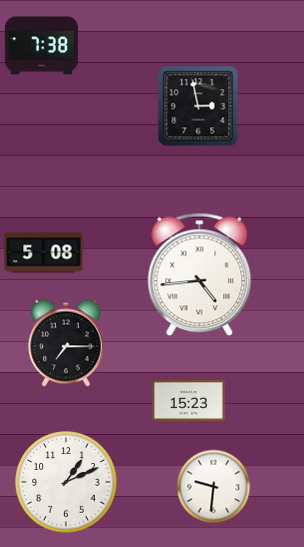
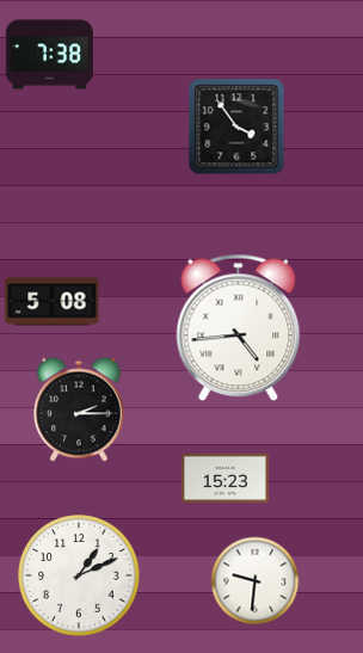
clock at (198, 106): 2:58 -> 3:54
clock at (66, 343): 7:15 -> 2:15
